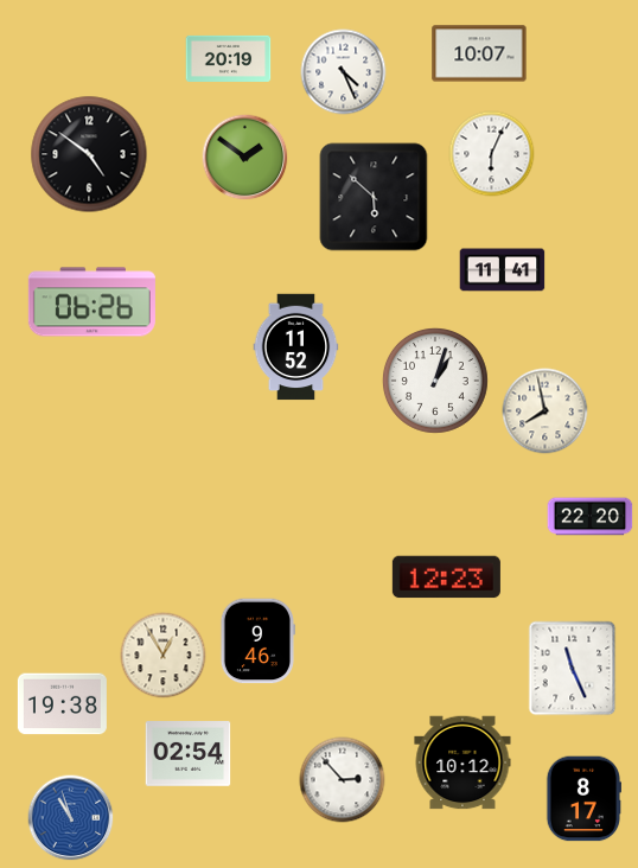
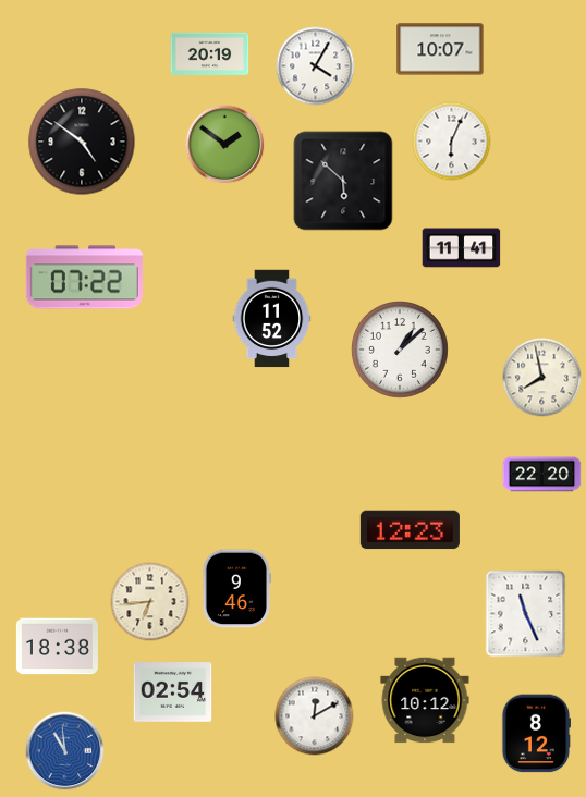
clock at (344, 72): 4:26 -> 4:05
clock at (91, 302): 06:26 -> 07:22
clock at (435, 381): 1:03 -> 1:08
clock at (546, 411) position: (546, 411) -> (542, 378)
clock at (164, 656): 12:55 -> 6:44
clock at (62, 704): 19:38 -> 18:38
clock at (343, 780): 2:53 -> 12:10
clock at (582, 799): 8:17 -> 8:12
clock at (71, 818): 10:57 -> 10:59
